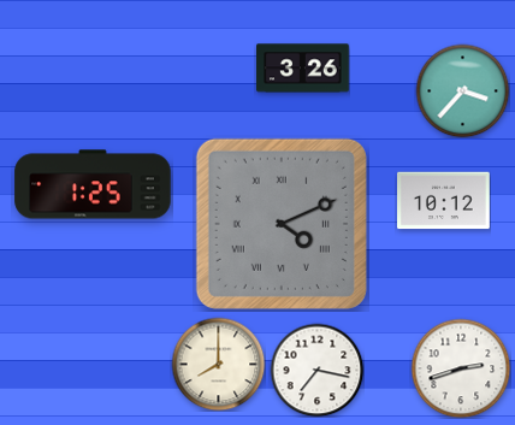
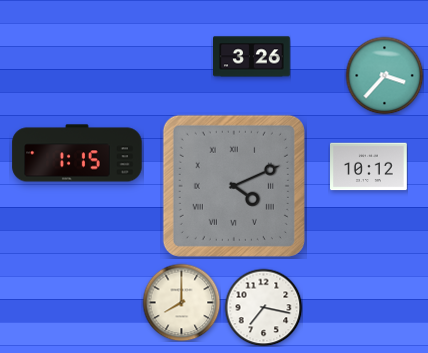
clock at (93, 184): 1:25 -> 1:15
clock at (461, 368): 2:42 -> none
